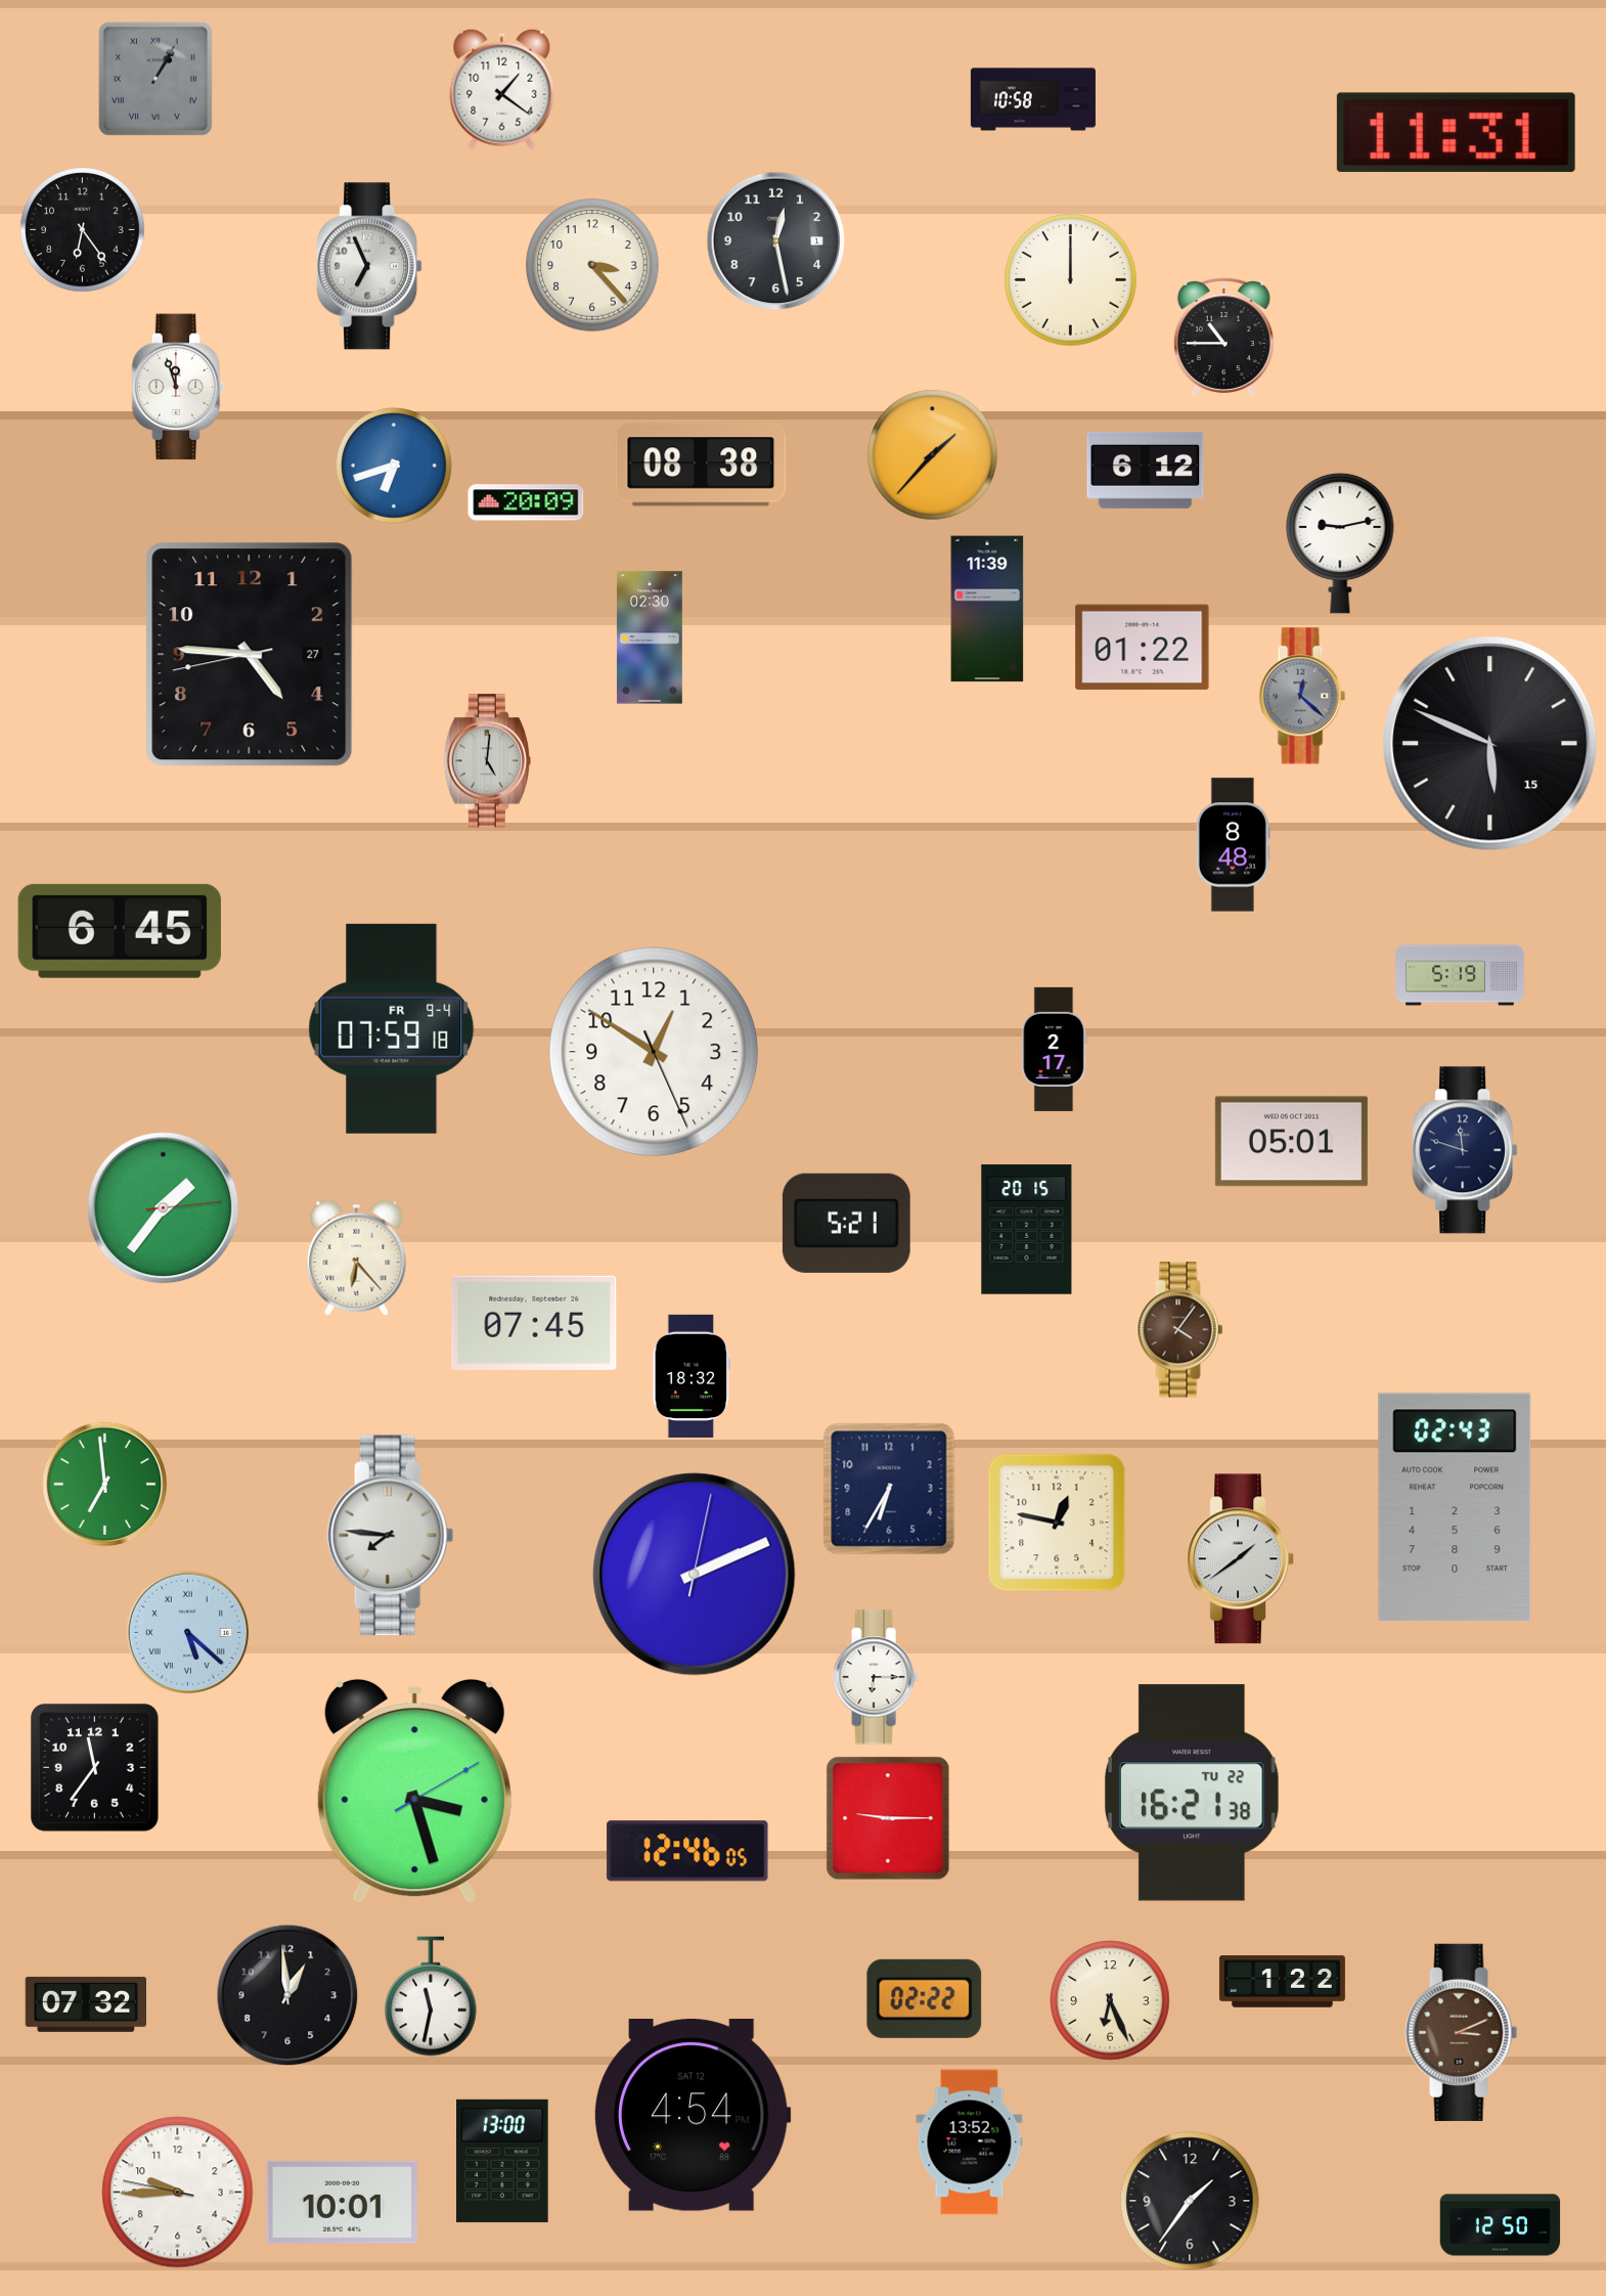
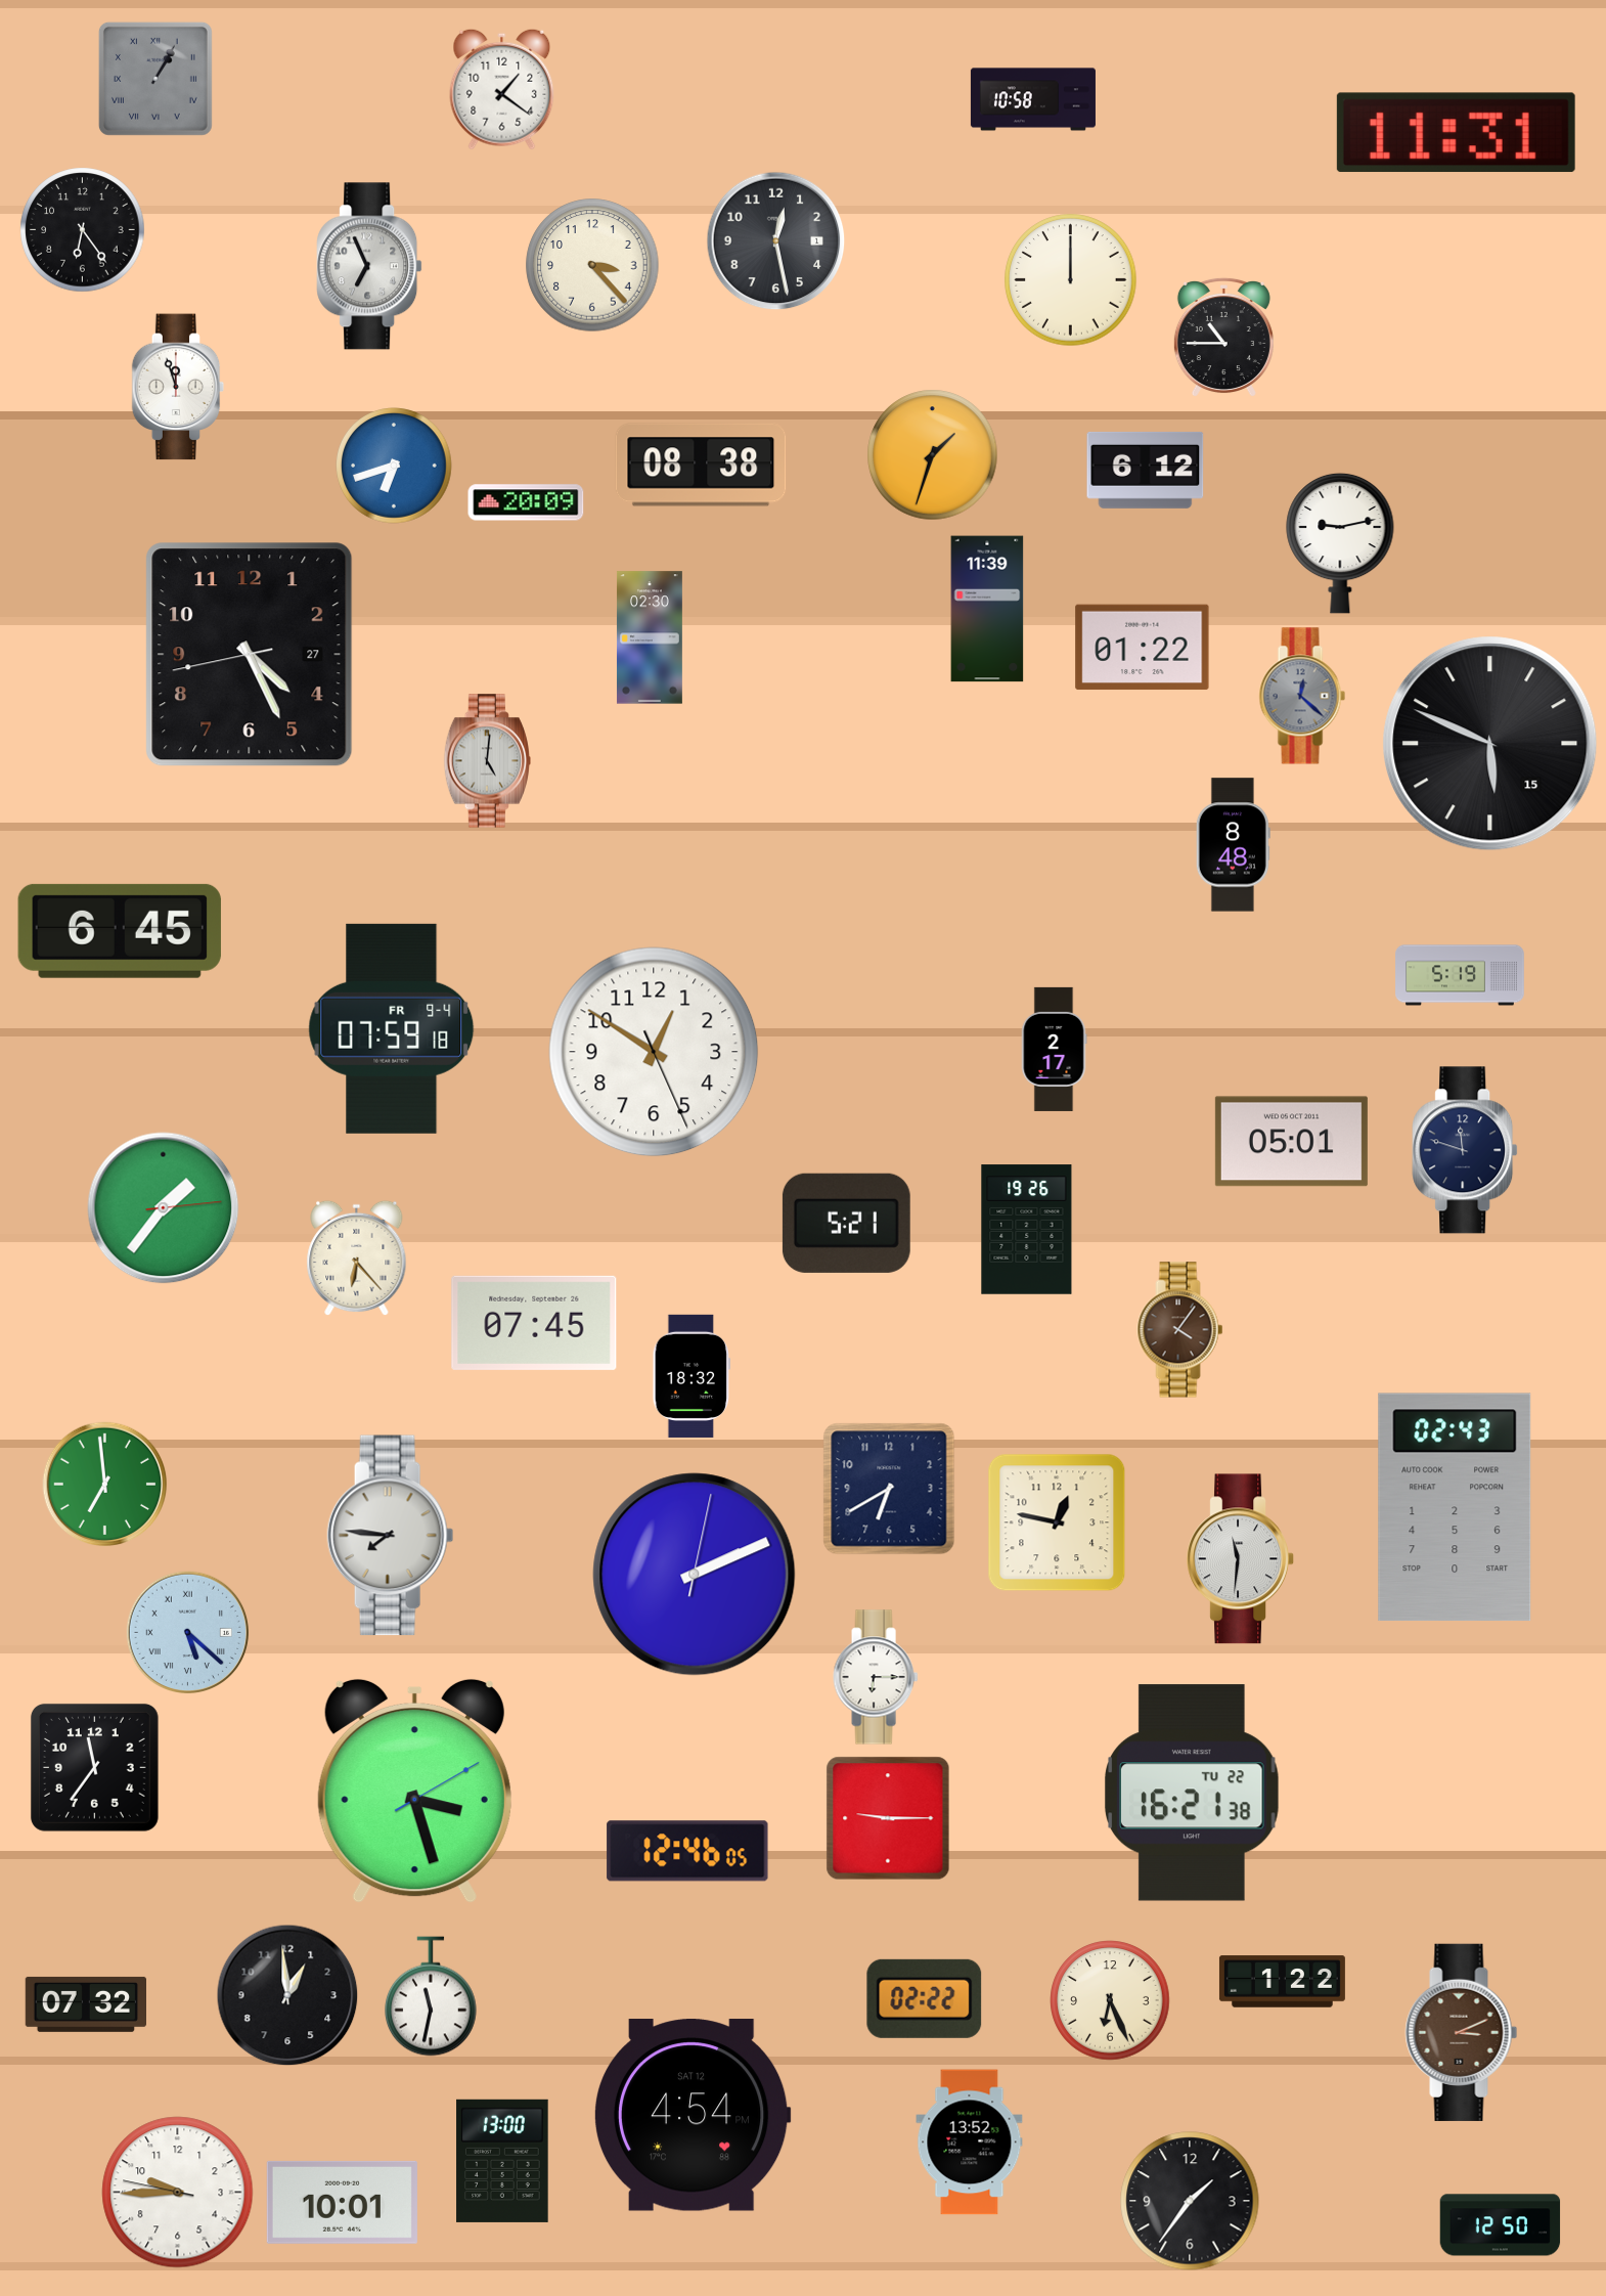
clock at (933, 455): 1:37 -> 1:33
clock at (250, 655): 4:45 -> 4:25
clock at (1027, 1230): 20:15 -> 19:26
clock at (889, 1489): 6:35 -> 6:40
clock at (1240, 1559): 1:39 -> 11:31
